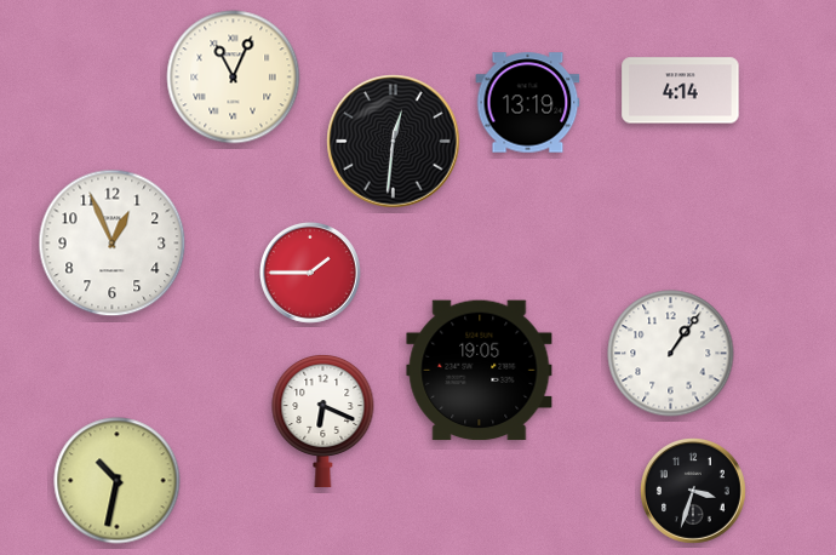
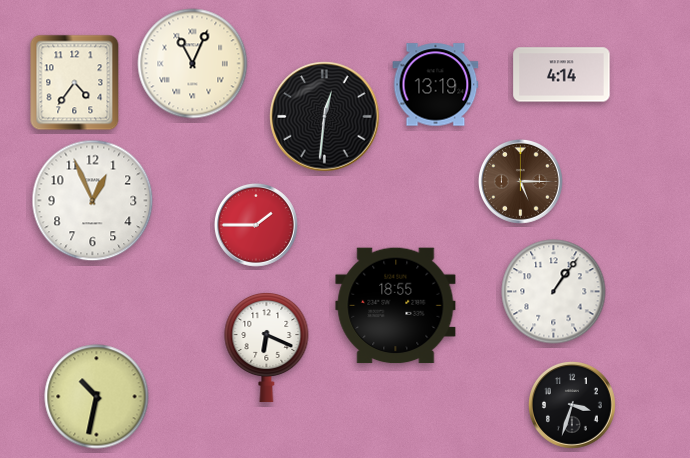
clock at (75, 83): none -> 4:36
clock at (520, 181): none -> 5:15
clock at (480, 371): 19:05 -> 18:55
